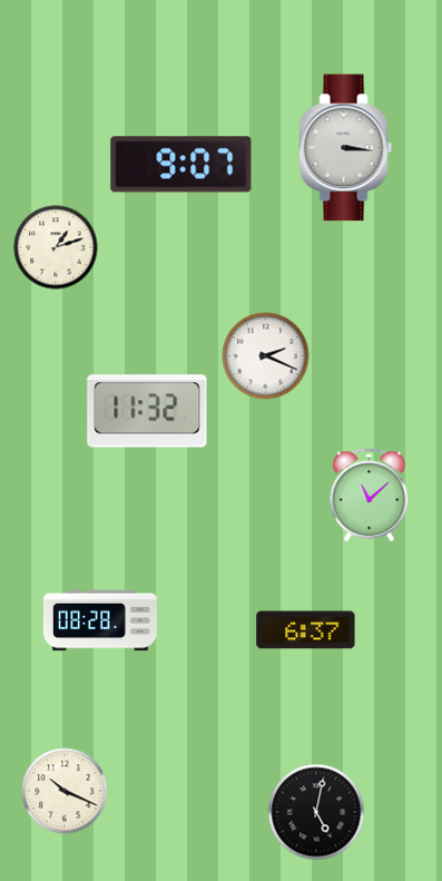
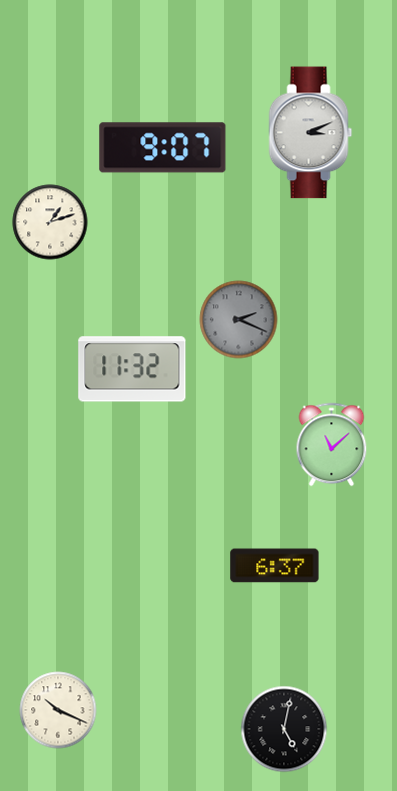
clock at (346, 148): 3:16 -> 3:11
clock at (266, 356) dial: white -> grey
clock at (100, 620): 08:28 -> none
